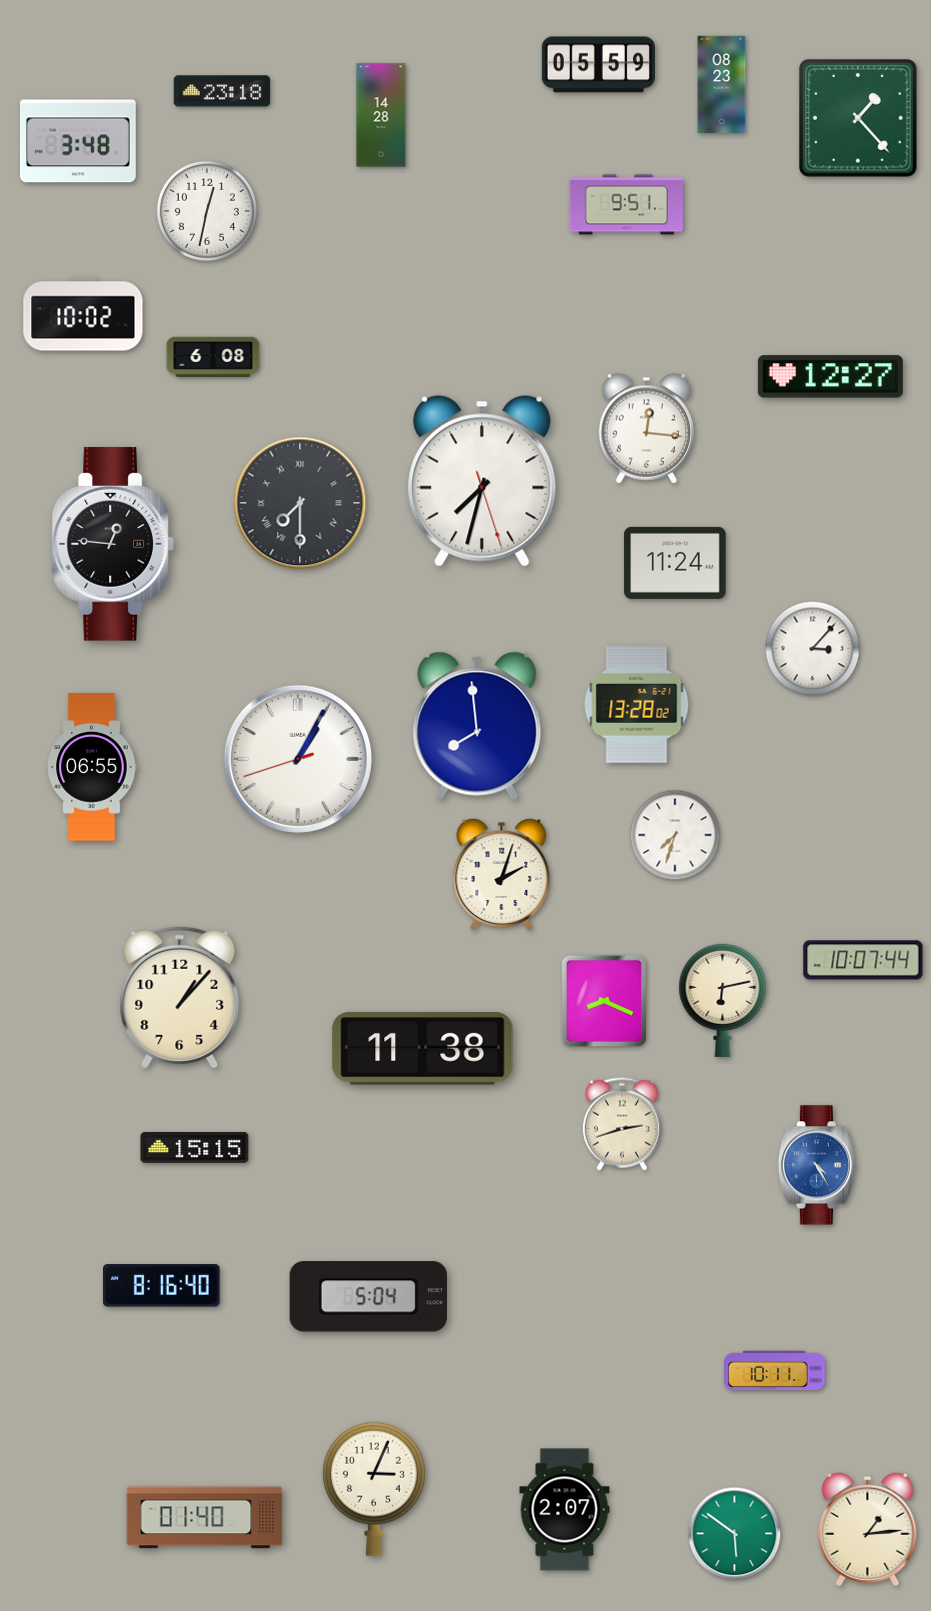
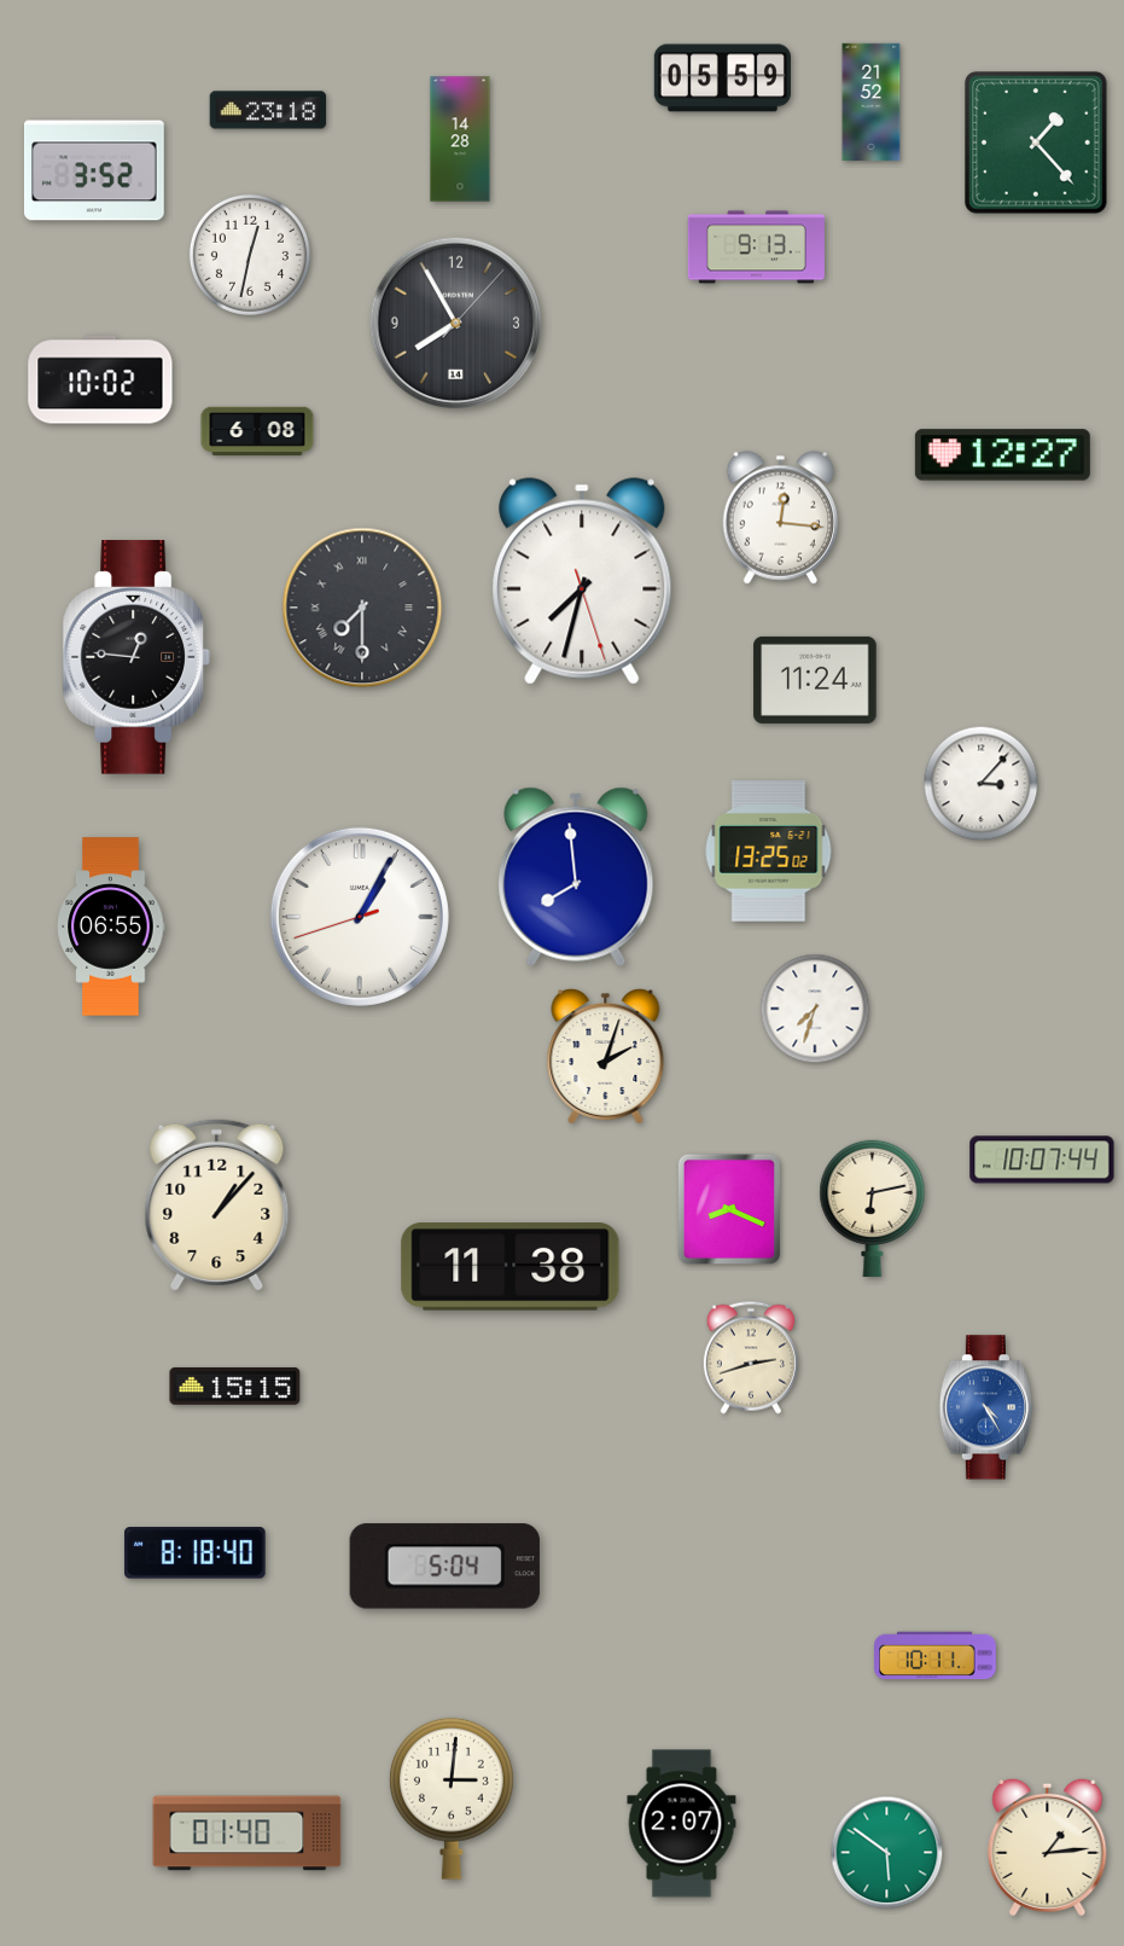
clock at (722, 85): 08:23 -> 21:52
clock at (79, 141): 3:48 -> 3:52
clock at (626, 205): 9:51 -> 9:13
clock at (456, 324): none -> 7:55
clock at (637, 705): 13:28 -> 13:25
clock at (162, 1286): 8:16 -> 8:18
clock at (374, 1489): 3:04 -> 3:01
